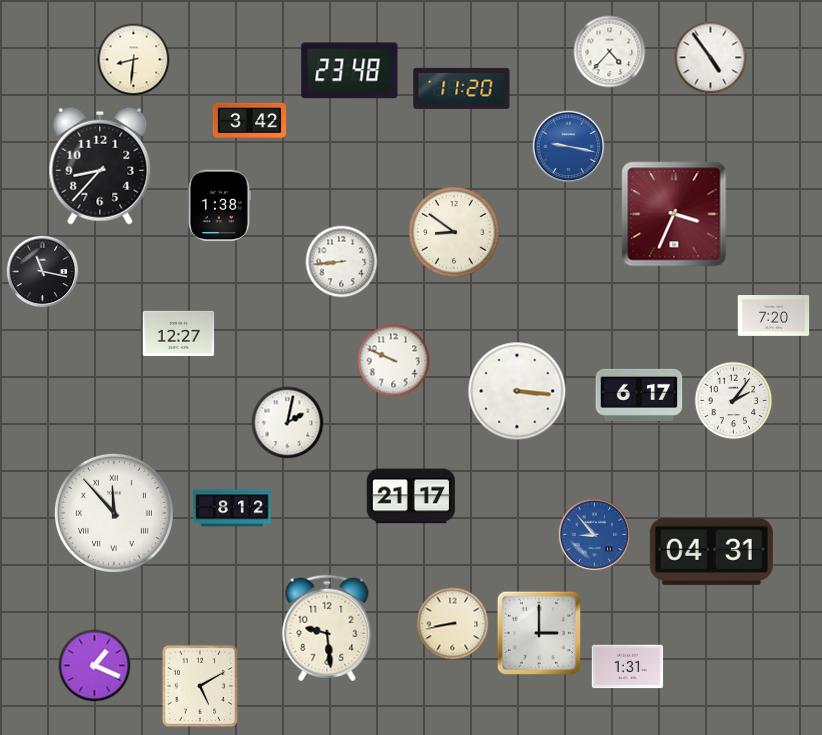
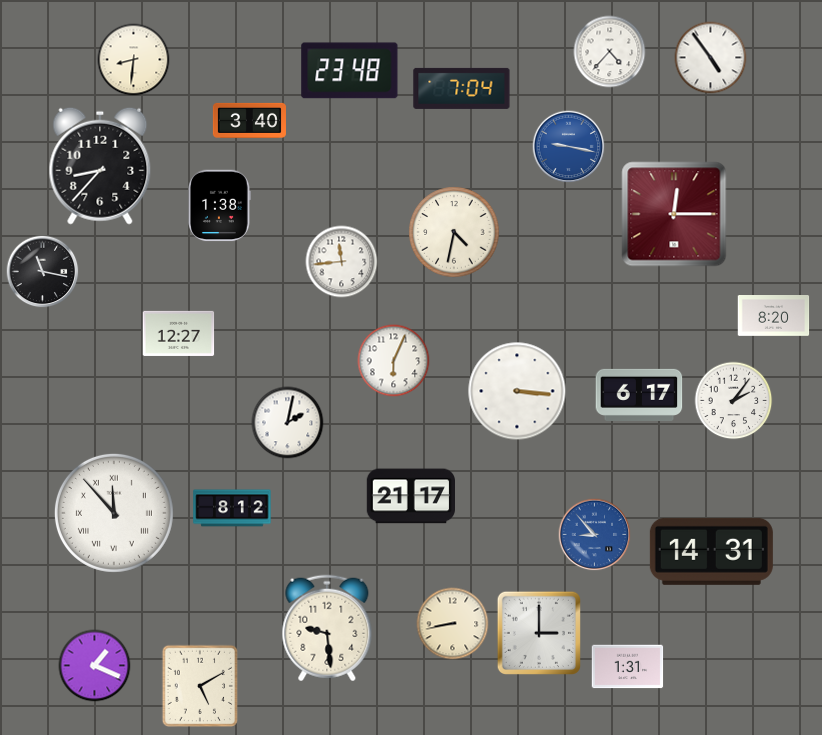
clock at (462, 88): 11:20 -> 7:04
clock at (249, 120): 3:42 -> 3:40
clock at (674, 214): 3:34 -> 12:15
clock at (454, 232): 8:51 -> 4:32
clock at (342, 262): 8:44 -> 11:44
clock at (774, 316): 7:20 -> 8:20
clock at (394, 361): 9:49 -> 6:04
clock at (711, 551): 04:31 -> 14:31
